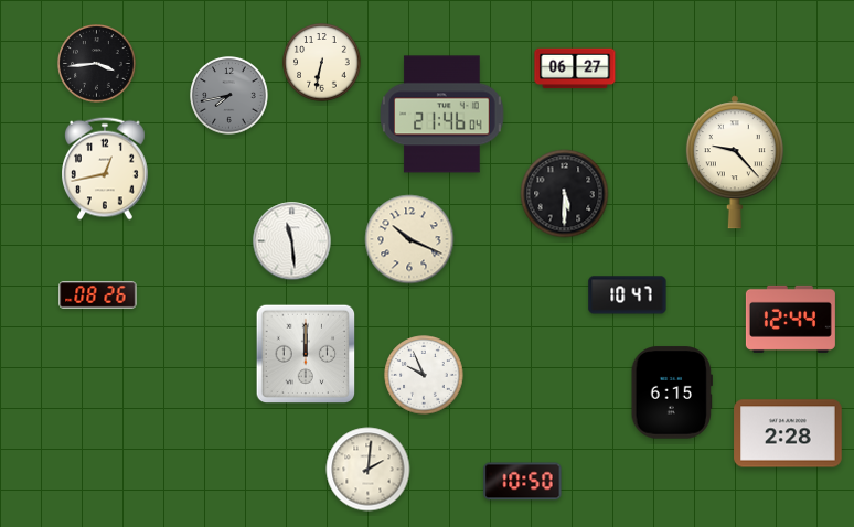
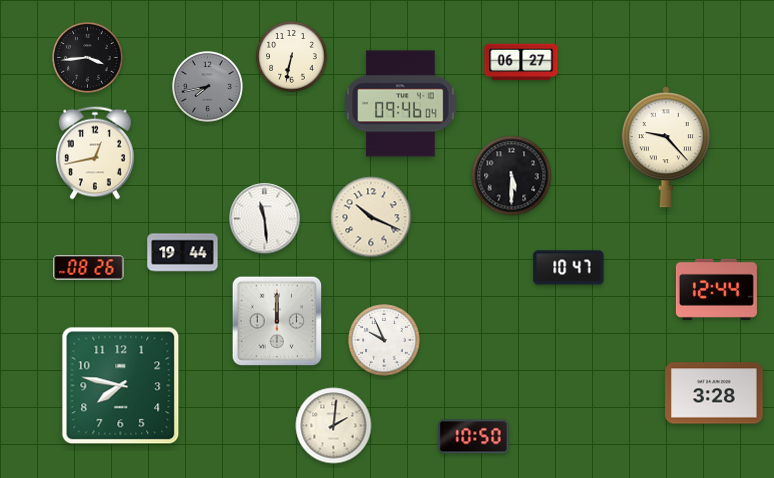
clock at (442, 115): 21:46 -> 09:46
clock at (183, 253): none -> 19:44
clock at (672, 392): 6:15 -> none
clock at (121, 386): none -> 7:47
clock at (788, 433): 2:28 -> 3:28
